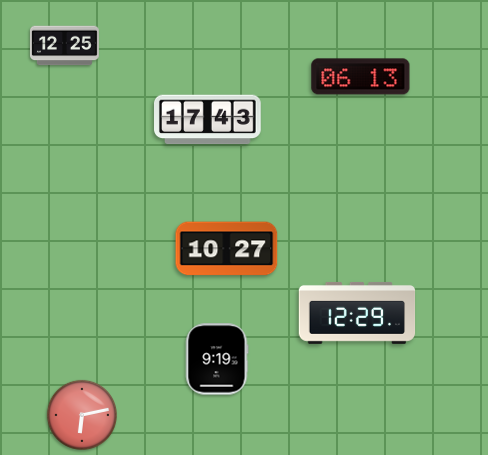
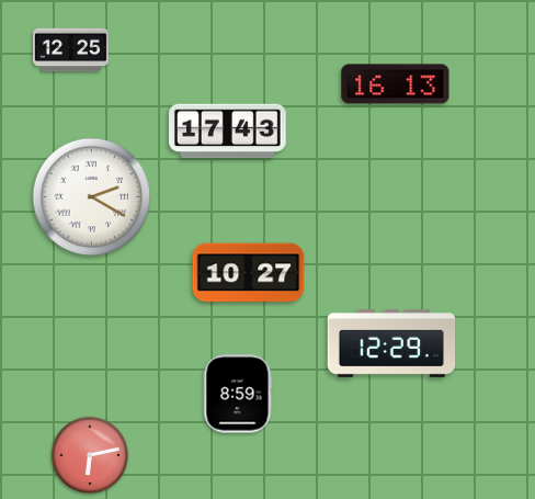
clock at (361, 77): 06:13 -> 16:13
clock at (92, 197): none -> 2:20
clock at (217, 359): 9:19 -> 8:59
